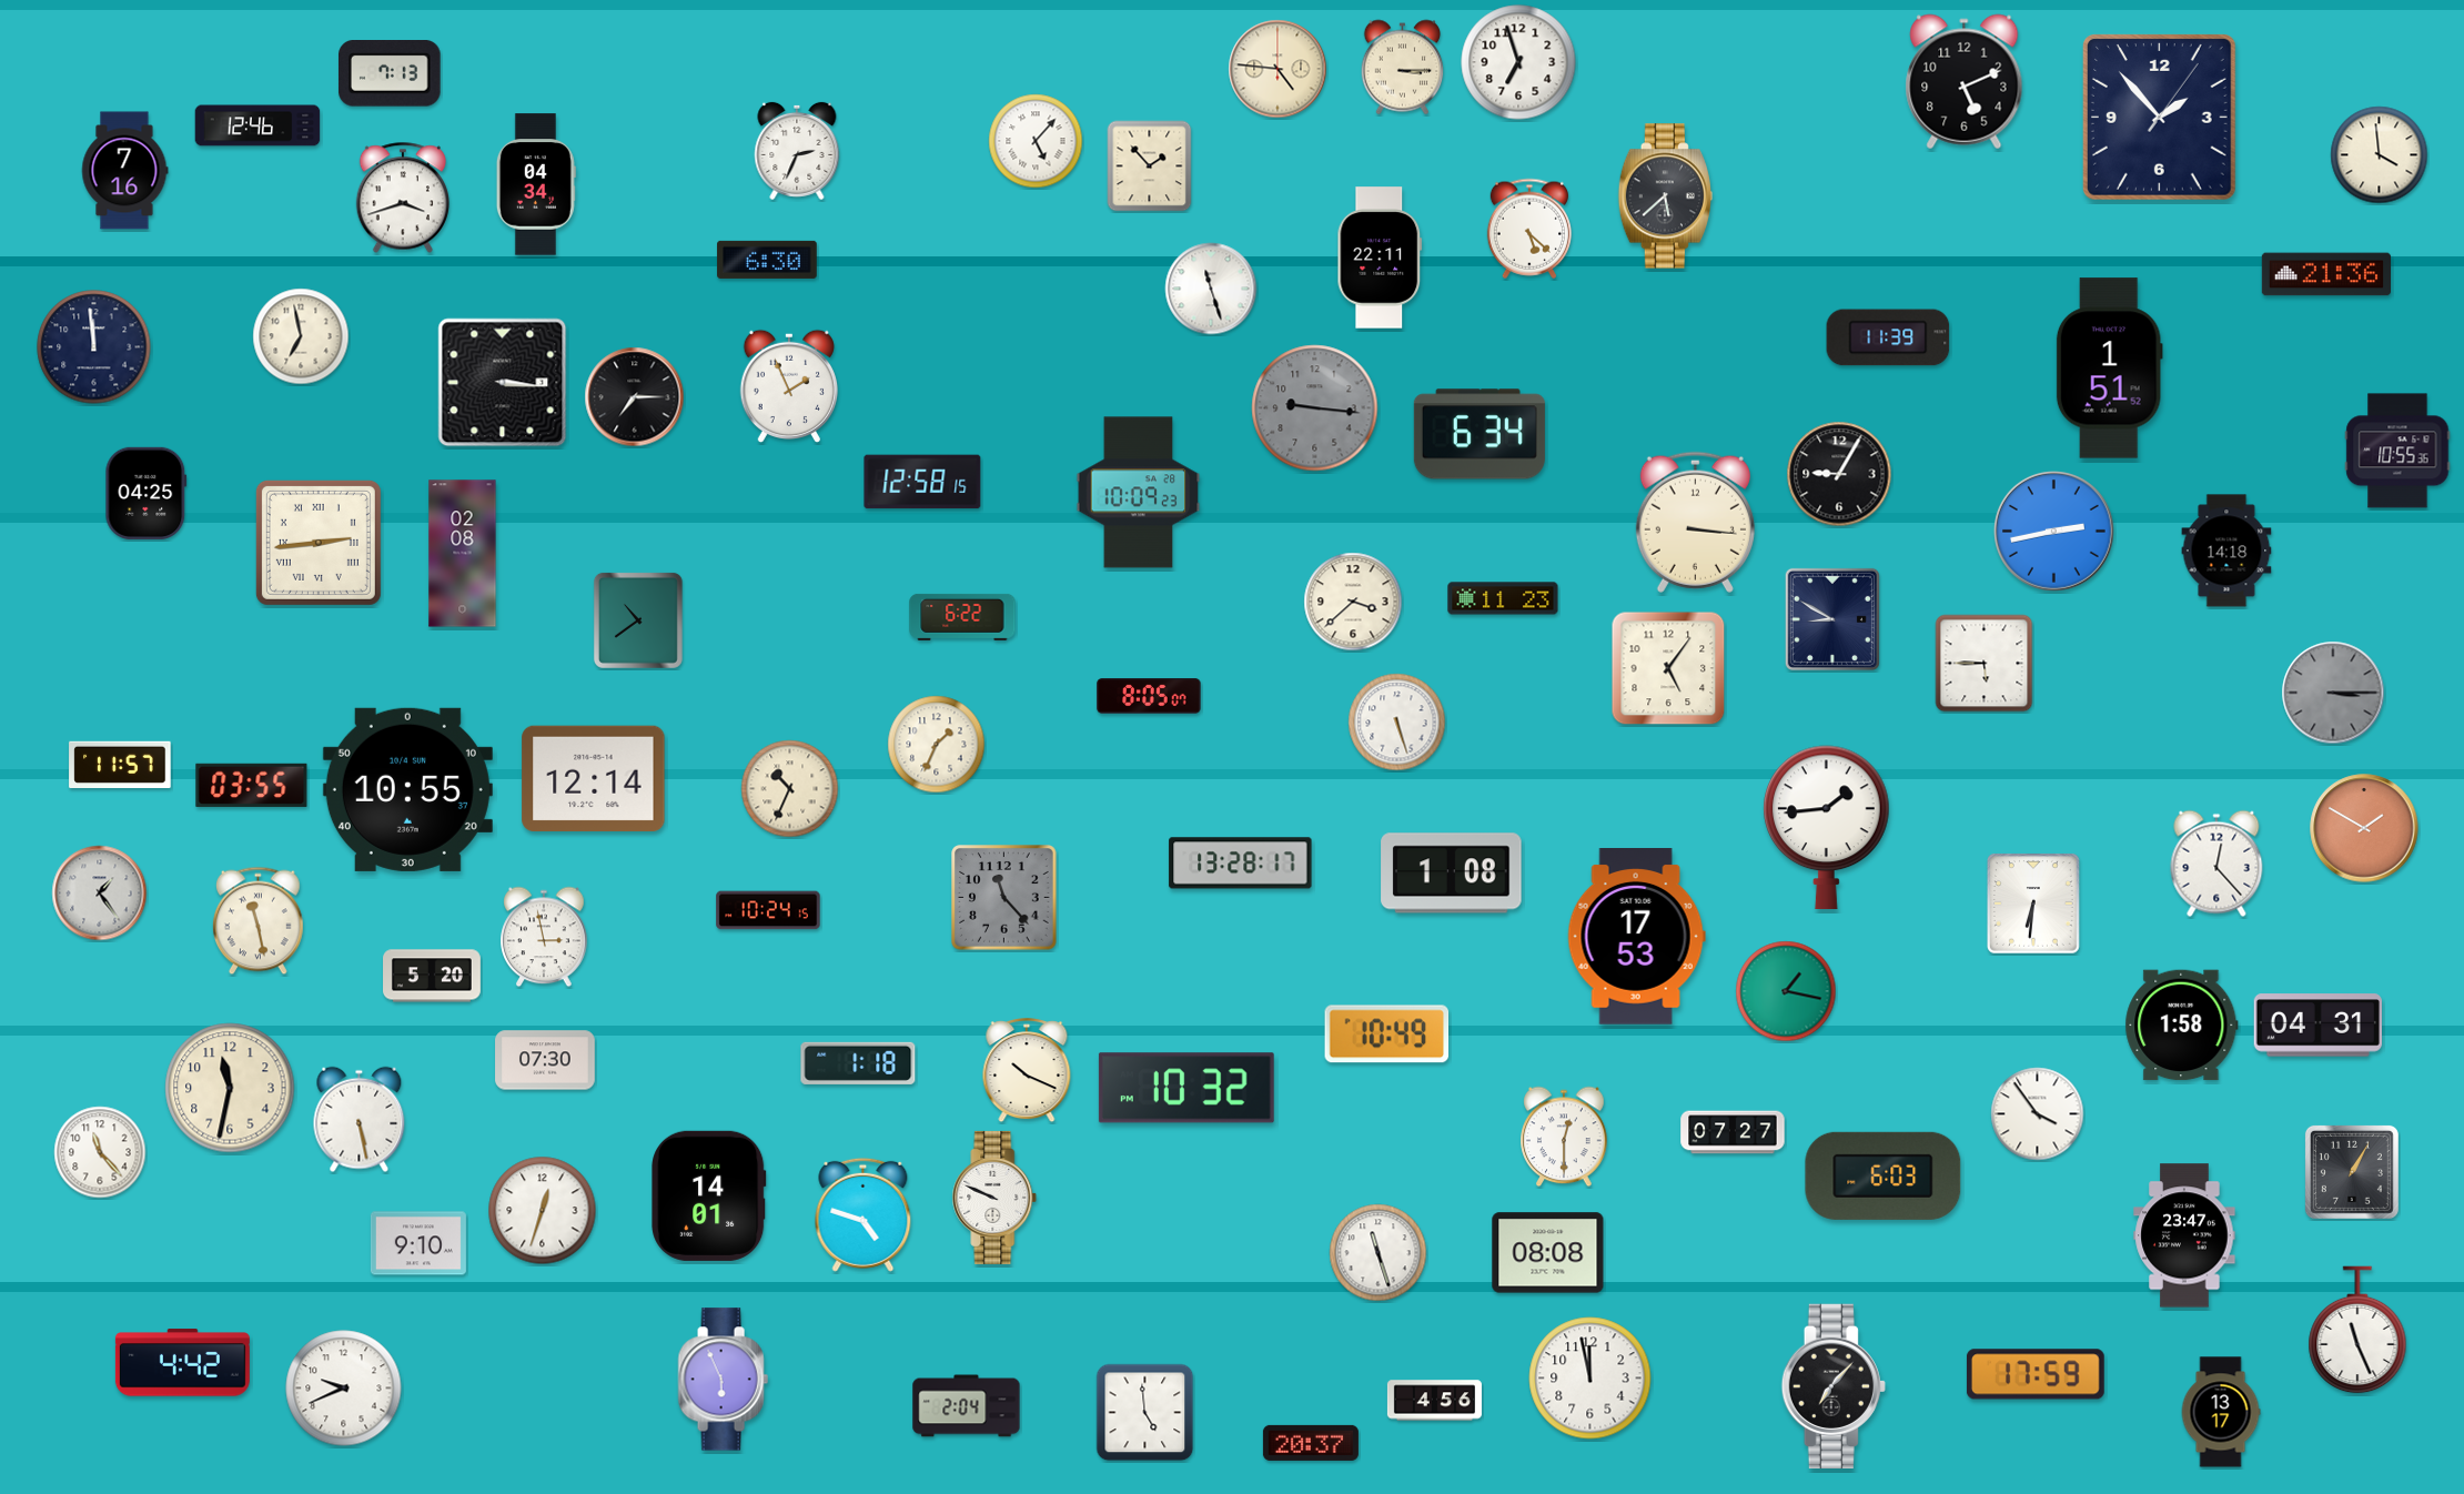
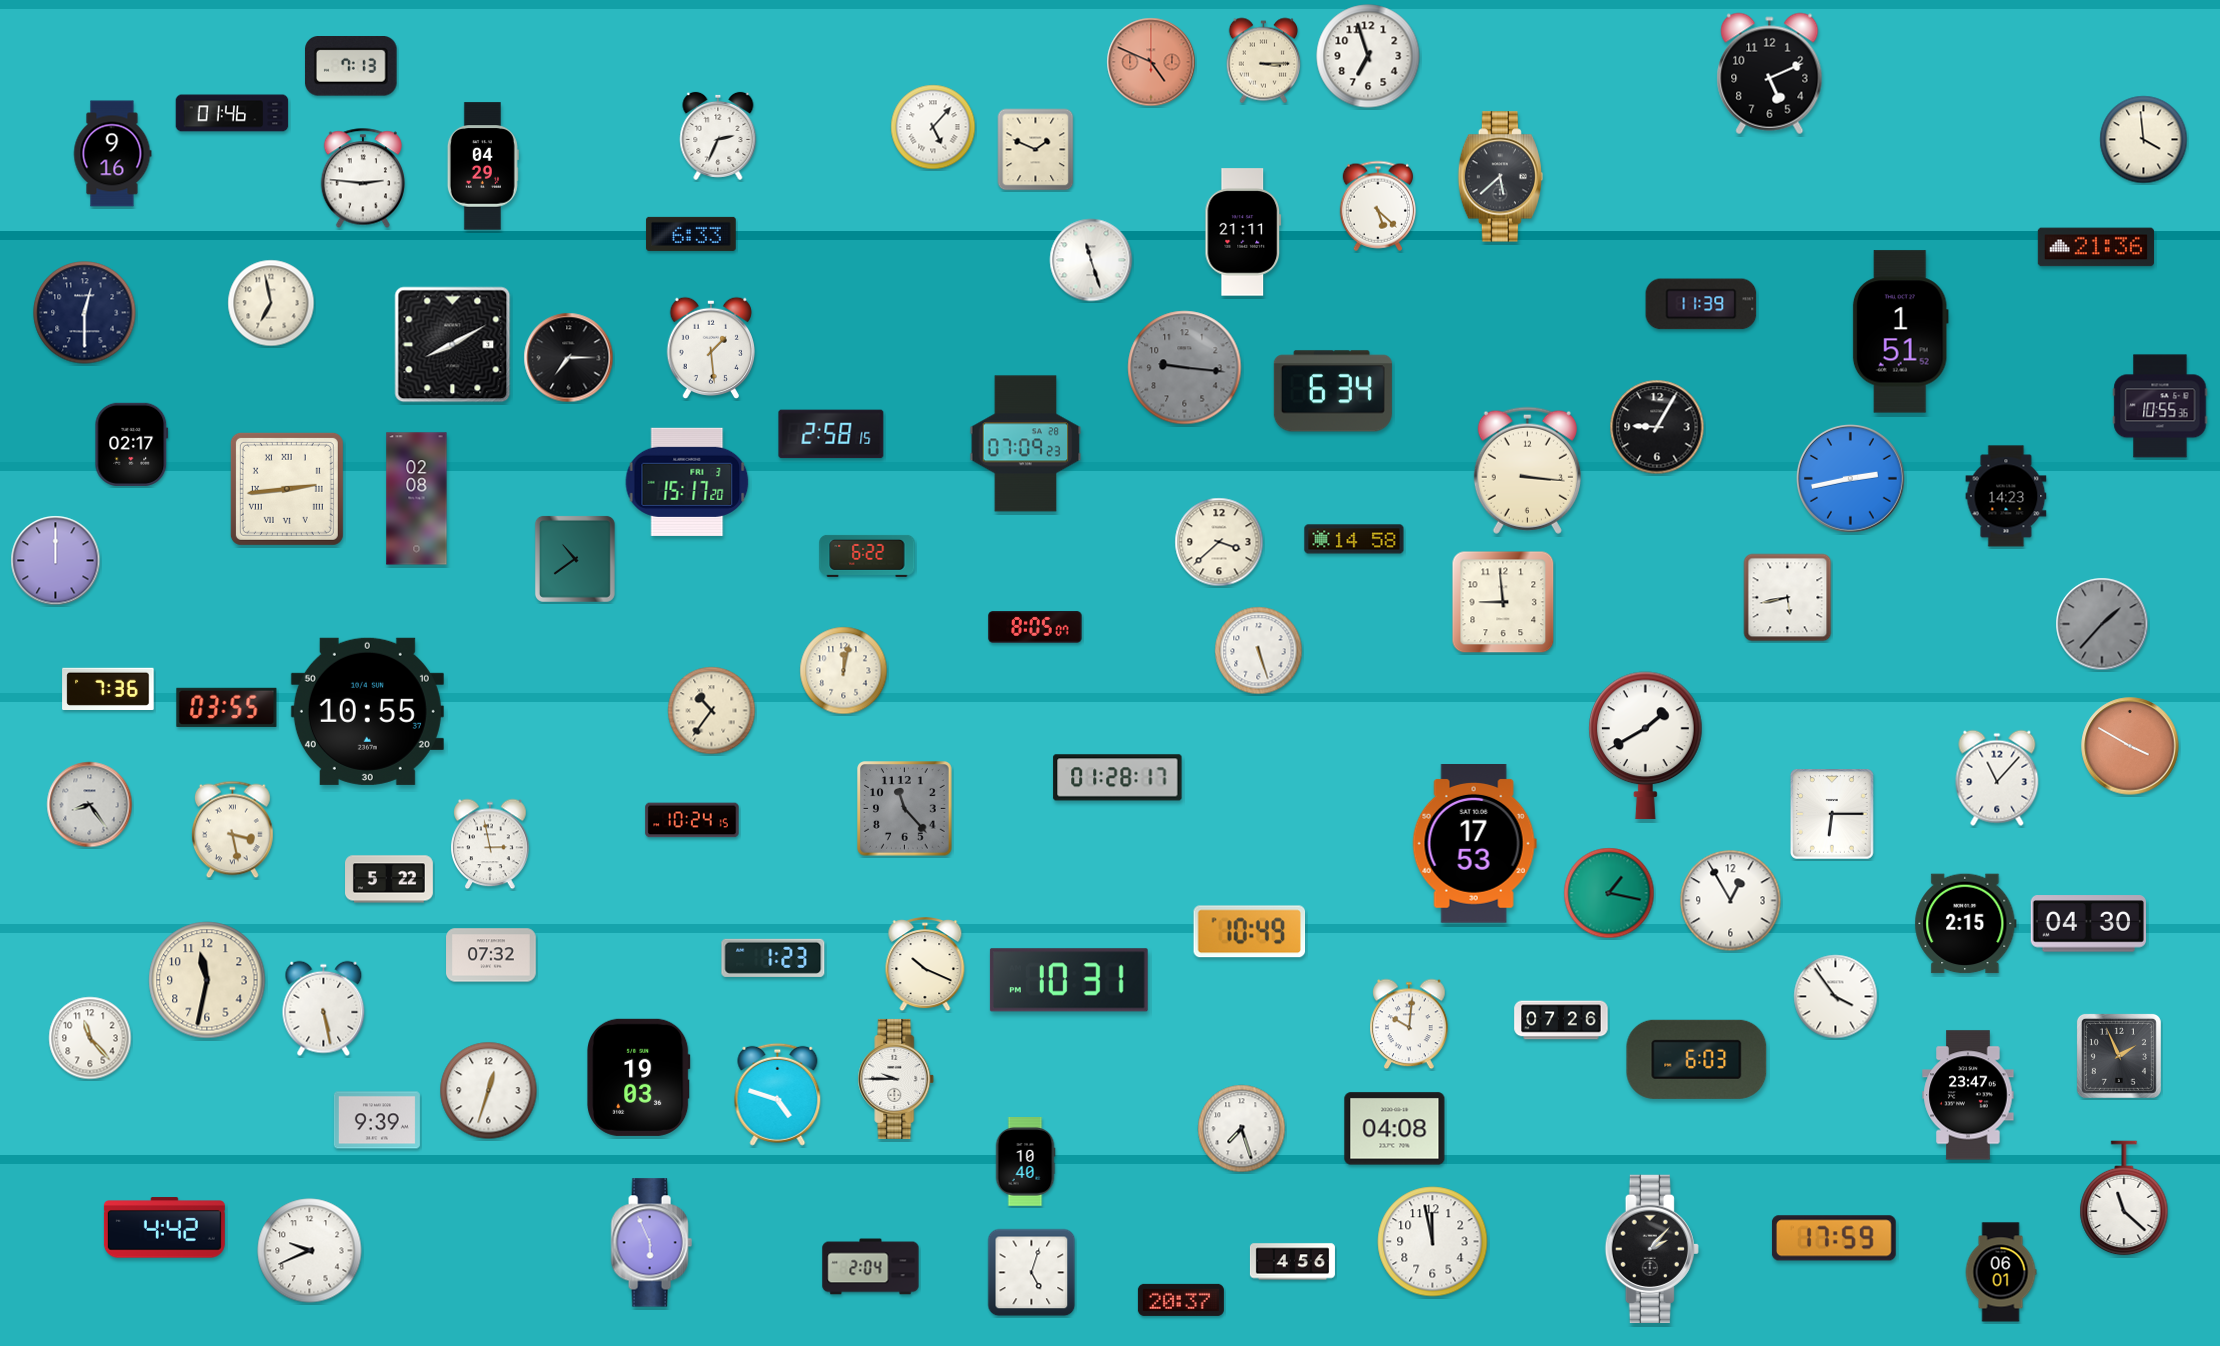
clock at (1278, 69): 4:46 -> 4:49
clock at (1278, 69) dial: cream -> salmon
clock at (2159, 118): 1:53 -> none
clock at (257, 125): 12:46 -> 01:46
clock at (1150, 166): 1:53 -> 1:49
clock at (124, 171): 7:16 -> 9:16
clock at (536, 184): 04:34 -> 04:29
clock at (402, 198): 3:42 -> 2:46
clock at (1380, 258): 22:11 -> 21:11
clock at (767, 260): 6:30 -> 6:33
clock at (94, 347): 11:59 -> 12:30
clock at (503, 383): 3:16 -> 8:10
clock at (788, 385): 1:56 -> 1:29
clock at (635, 397) position: (635, 397) -> (569, 358)
clock at (922, 482): 12:58 -> 2:58
clock at (147, 493): 04:25 -> 02:17
clock at (1139, 493): 10:09 -> 07:09
clock at (687, 482): none -> 15:17
clock at (2226, 551): 14:18 -> 14:23
clock at (1503, 598): 11:23 -> 14:58
clock at (1832, 619): 8:50 -> none
clock at (56, 561): none -> 12:00
clock at (1985, 664): 5:45 -> 5:43
clock at (1668, 668): 5:06 -> 8:59
clock at (2333, 693): 3:15 -> 1:37
clock at (937, 745): 1:34 -> 12:02
clock at (120, 765): 11:57 -> 7:36
clock at (594, 778): 12:14 -> none
clock at (790, 789): 10:34 -> 10:36
clock at (1827, 828): 1:44 -> 1:40
clock at (2364, 828): 1:50 -> 3:50
clock at (1241, 864): 13:28 -> 01:28
clock at (2216, 864): 12:23 -> 11:07
clock at (1452, 874): 1:08 -> none
clock at (100, 894): 1:24 -> 8:24
clock at (2034, 905): 6:31 -> 6:15
clock at (257, 921): 11:28 -> 3:28
clock at (433, 976): 5:20 -> 5:22
clock at (1731, 901): none -> 12:55
clock at (2182, 1026): 1:58 -> 2:15
clock at (2317, 1026): 04:31 -> 04:30
clock at (545, 1060): 07:30 -> 07:32
clock at (858, 1063): 1:18 -> 1:23
clock at (1186, 1088): 10:32 -> 10:31
clock at (2038, 1114) position: (2038, 1114) -> (1836, 997)
clock at (1733, 1132): 07:27 -> 07:26
clock at (1564, 1137): 12:30 -> 10:01
clock at (2352, 1172): 1:05 -> 1:56
clock at (709, 1195): 14:01 -> 19:03
clock at (994, 1198): 9:49 -> 9:45
clock at (2184, 1235) position: (2184, 1235) -> (1968, 1095)
clock at (418, 1243): 9:10 -> 9:39
clock at (1379, 1253): 11:27 -> 7:27
clock at (1548, 1253): 08:08 -> 04:08
clock at (1025, 1162): none -> 10:40
clock at (2357, 1330): 11:26 -> 11:22
clock at (1834, 1385): 7:07 -> 2:07
clock at (2221, 1412): 13:17 -> 06:01
clock at (1145, 1413): 4:59 -> 5:03
